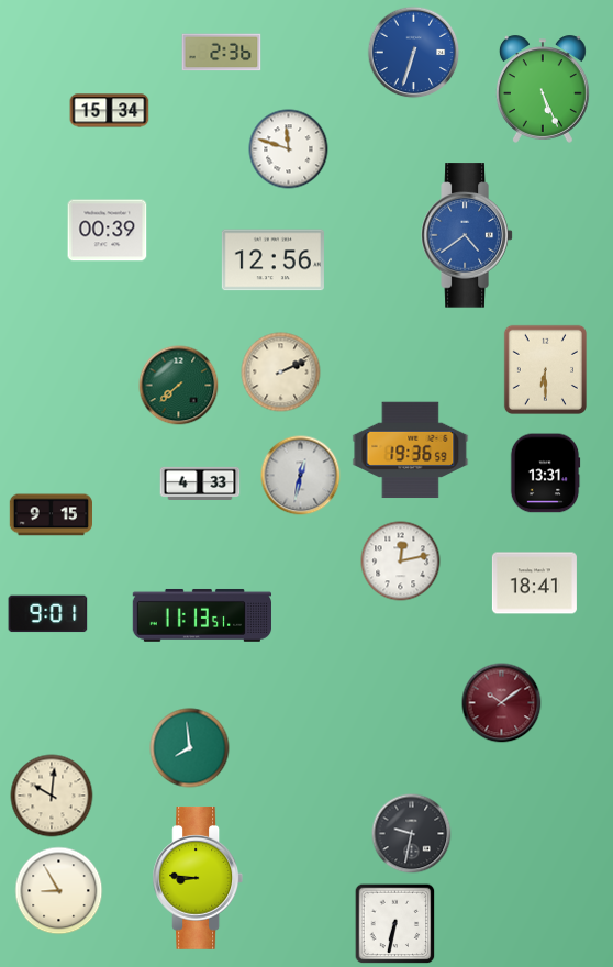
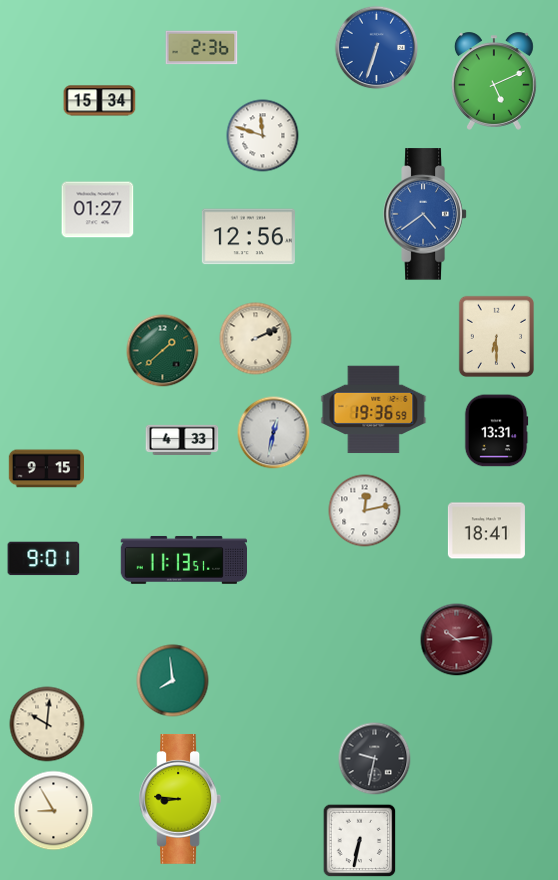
clock at (543, 89): 5:26 -> 5:11
clock at (108, 231): 00:39 -> 01:27
clock at (179, 386): 7:38 -> 1:38
clock at (502, 703): 10:09 -> 10:14
